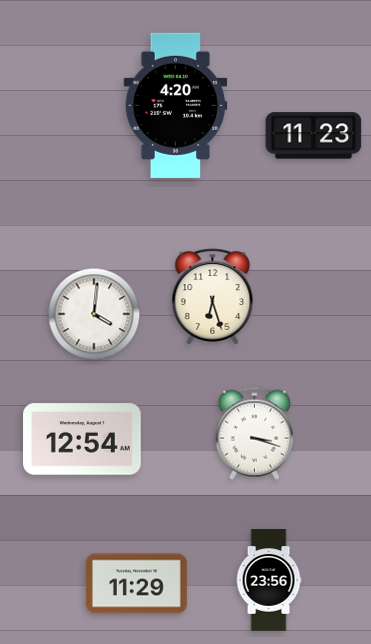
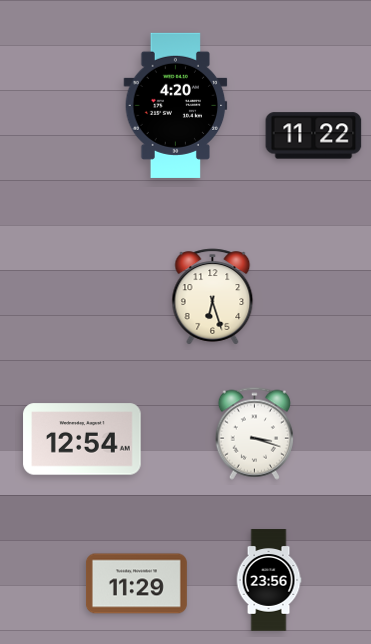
clock at (314, 136): 11:23 -> 11:22
clock at (94, 314): 4:01 -> none
